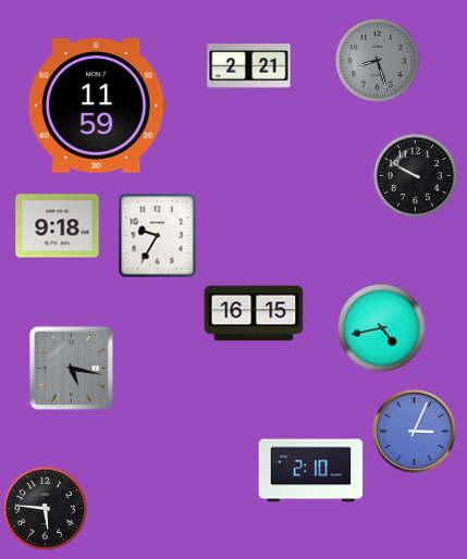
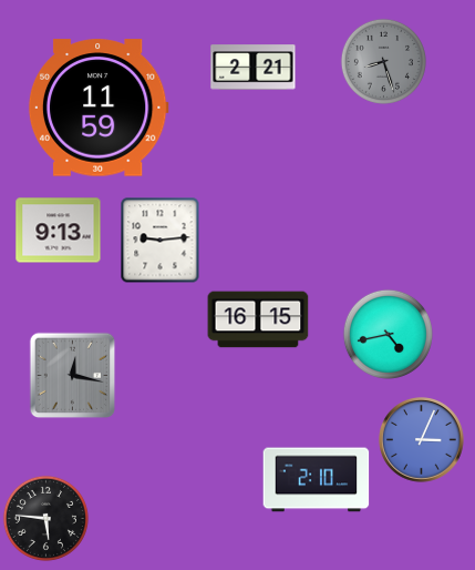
clock at (415, 175): 9:50 -> none
clock at (58, 226): 9:18 -> 9:13
clock at (158, 235): 9:35 -> 9:14
clock at (71, 368): 5:17 -> 12:17
